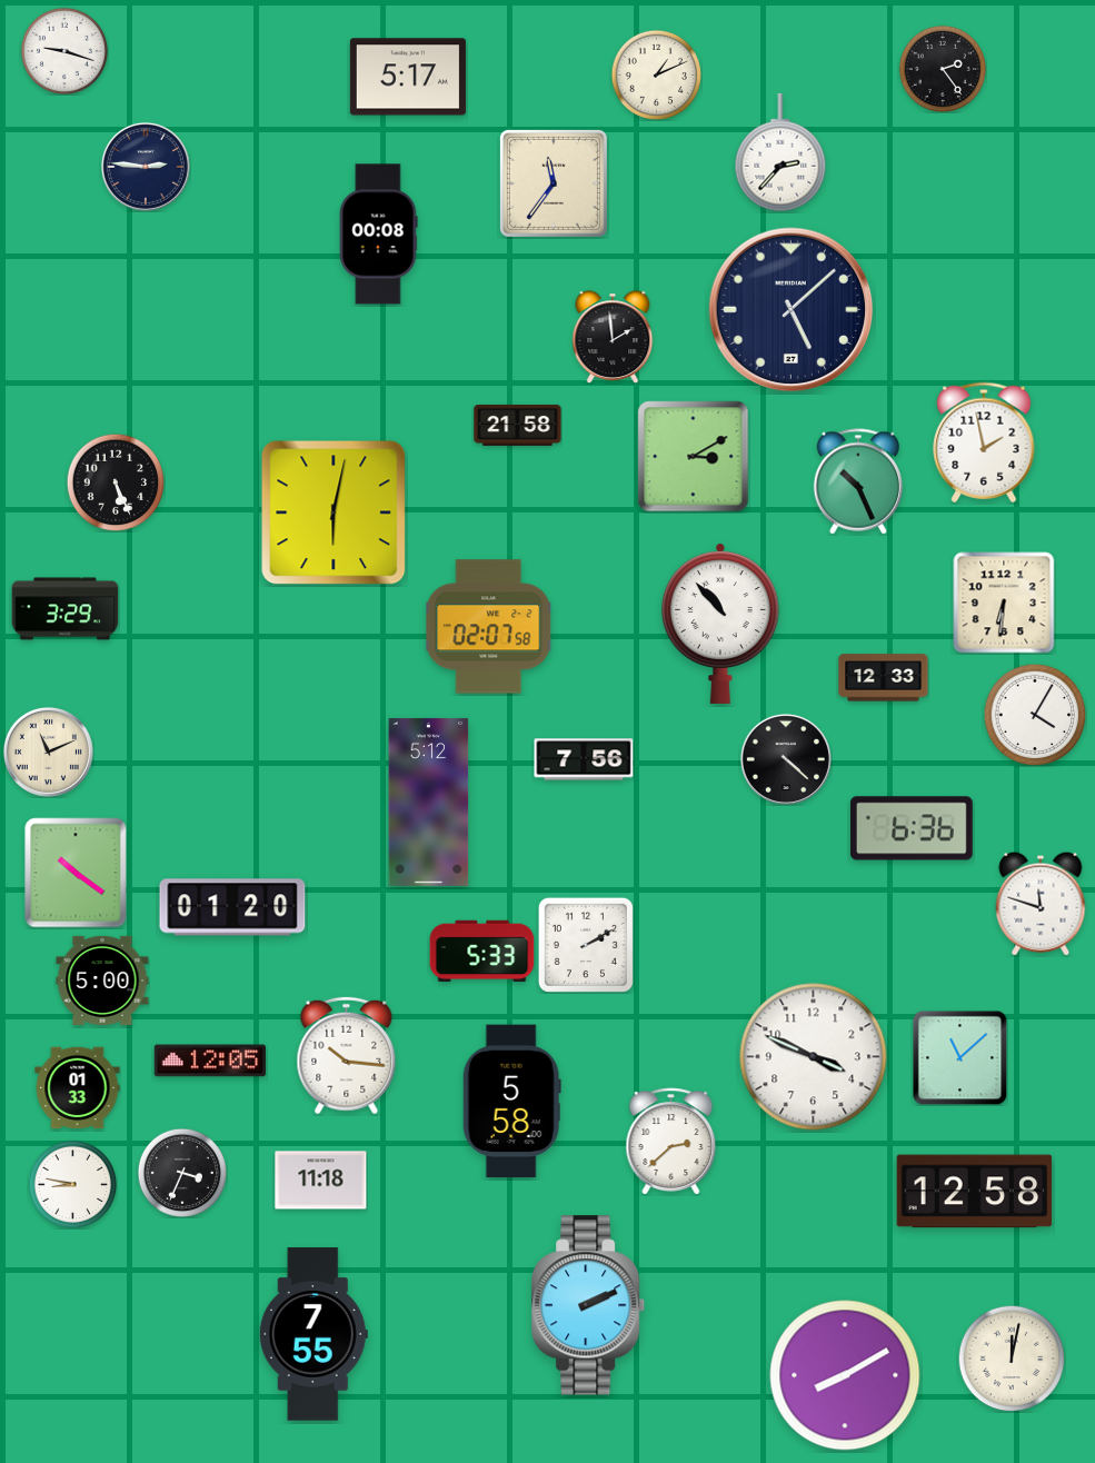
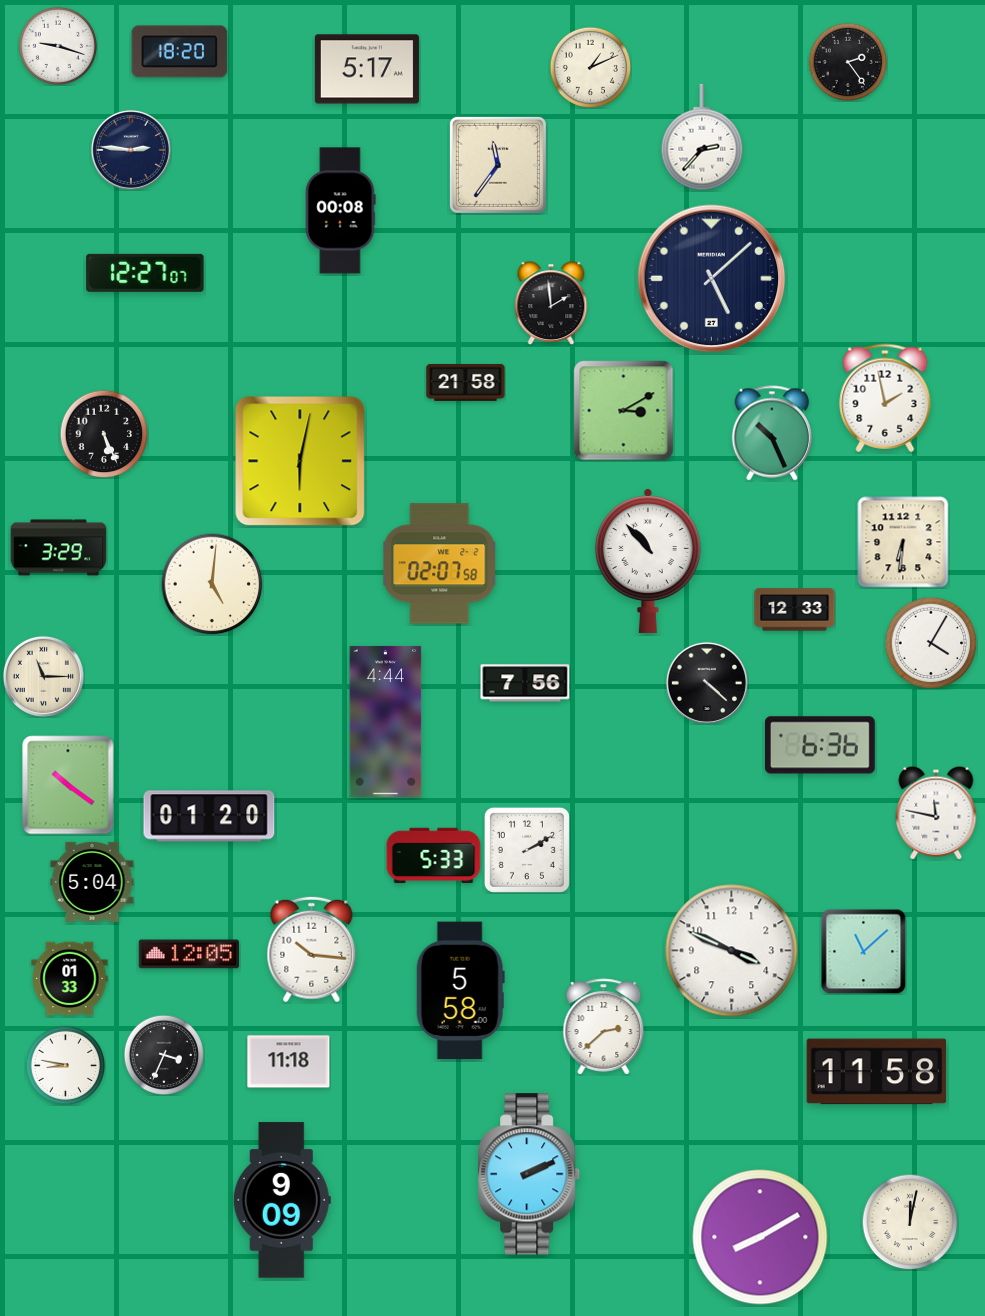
clock at (180, 52): none -> 18:20
clock at (145, 273): none -> 12:27
clock at (212, 584): none -> 5:01
clock at (48, 752): 11:11 -> 11:15
clock at (429, 802): 5:12 -> 4:44
clock at (1041, 904): 11:48 -> 11:47
clock at (102, 981): 5:00 -> 5:04
clock at (975, 1192): 12:58 -> 11:58
clock at (313, 1334): 7:55 -> 9:09
